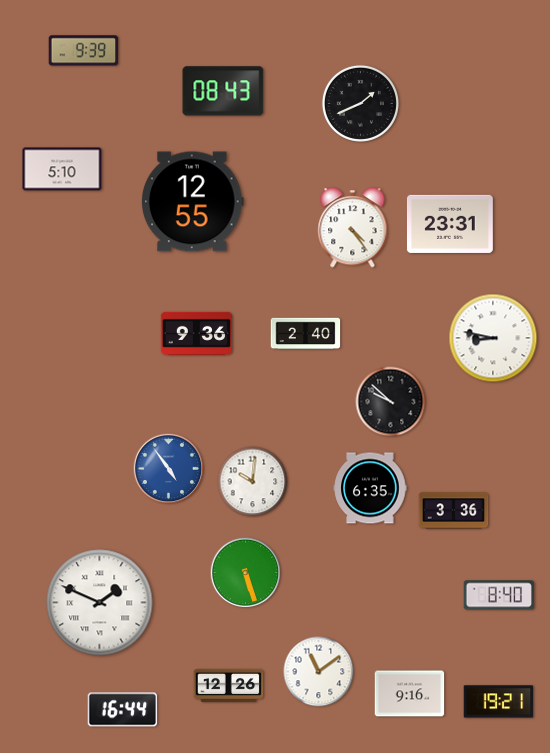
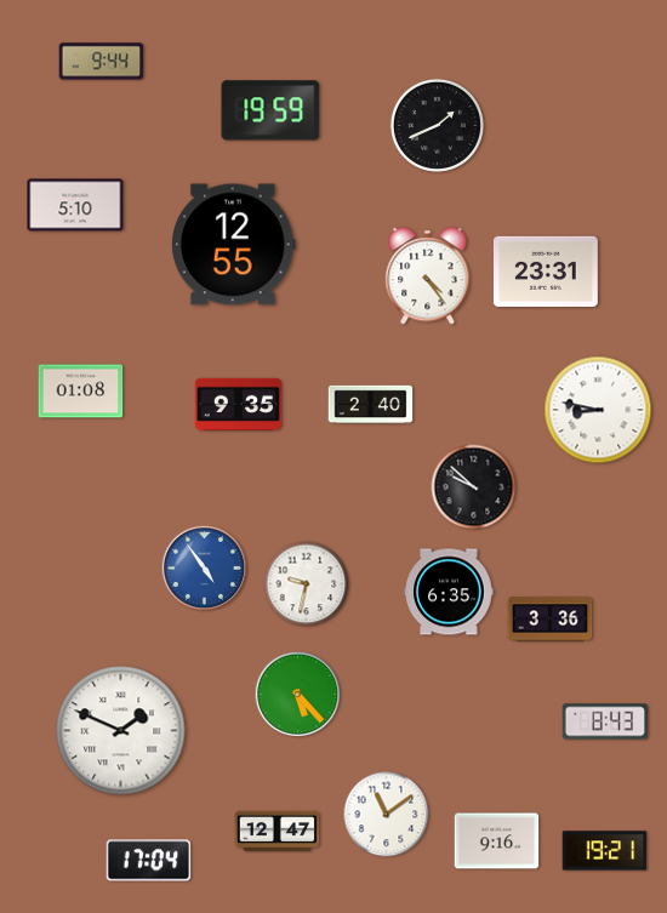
clock at (84, 51): 9:39 -> 9:44
clock at (223, 91): 08:43 -> 19:59
clock at (81, 392): none -> 01:08
clock at (196, 333): 9:36 -> 9:35
clock at (253, 482): 10:01 -> 9:32
clock at (246, 573): 5:27 -> 5:23
clock at (498, 595): 8:40 -> 8:43
clock at (229, 685): 12:26 -> 12:47
clock at (123, 710): 16:44 -> 17:04
